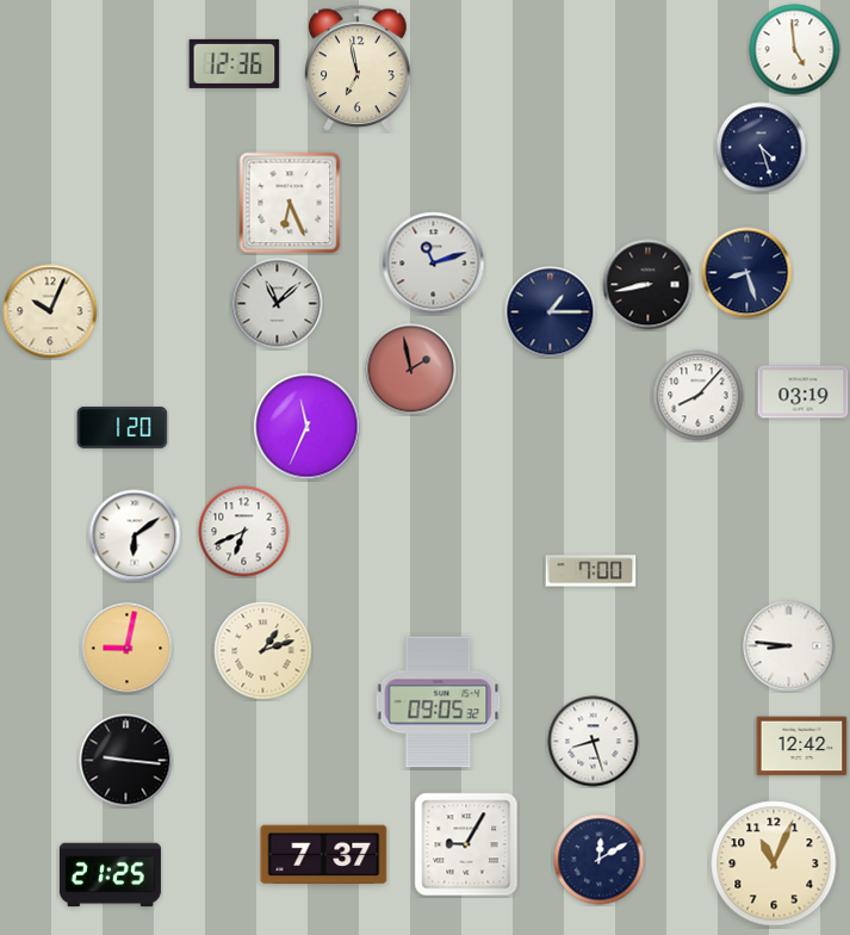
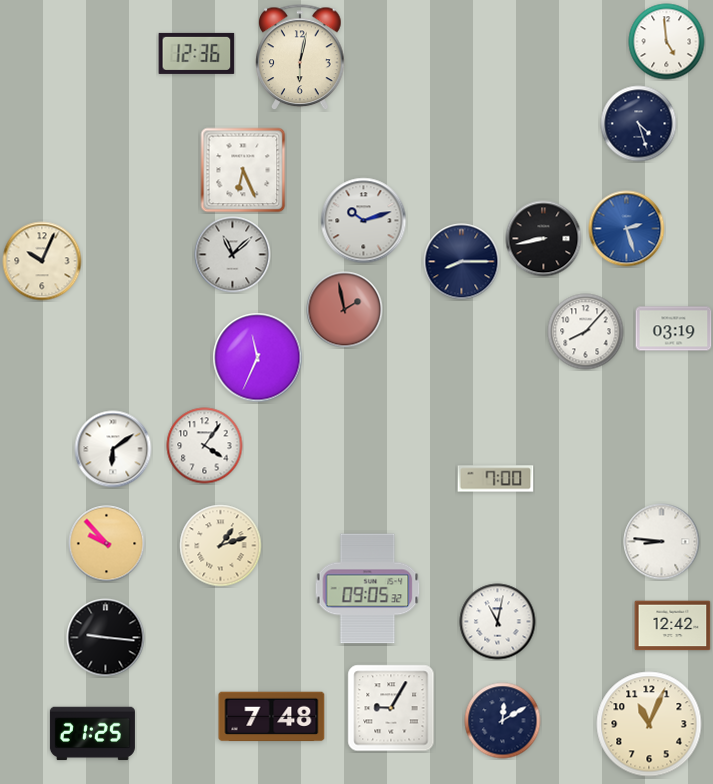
clock at (358, 69): 6:58 -> 6:02
clock at (434, 264): 11:12 -> 10:12
clock at (747, 273): 8:27 -> 2:27
clock at (747, 273) dial: navy -> blue
clock at (551, 312): 1:15 -> 8:15
clock at (123, 427): 1:20 -> none
clock at (244, 532): 6:41 -> 4:06
clock at (128, 649): 9:02 -> 9:53
clock at (594, 742): 8:27 -> 11:02
clock at (324, 855): 7:37 -> 7:48
